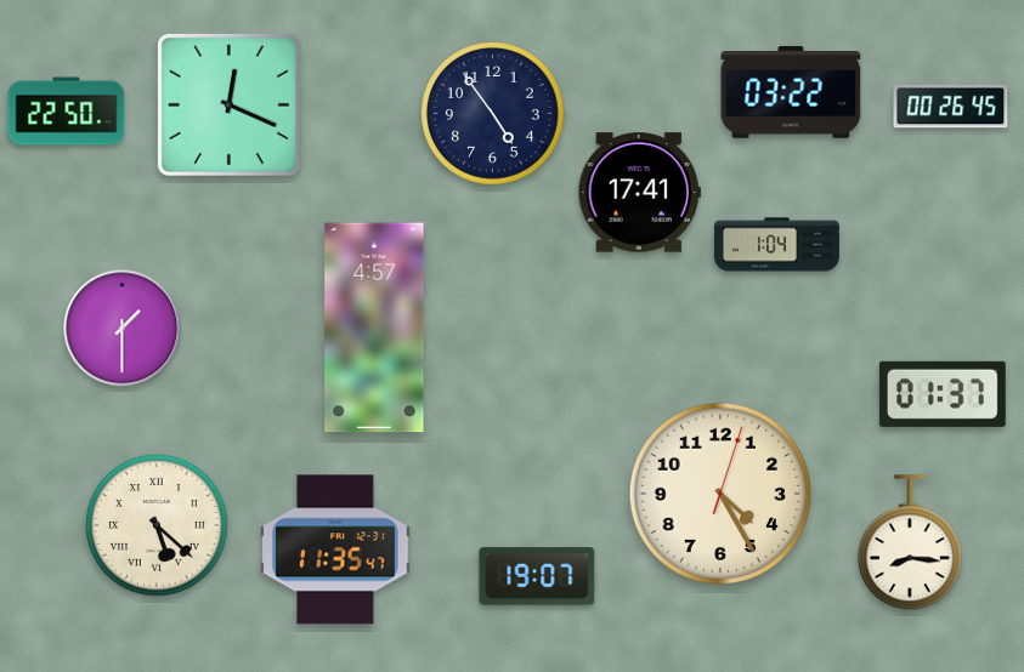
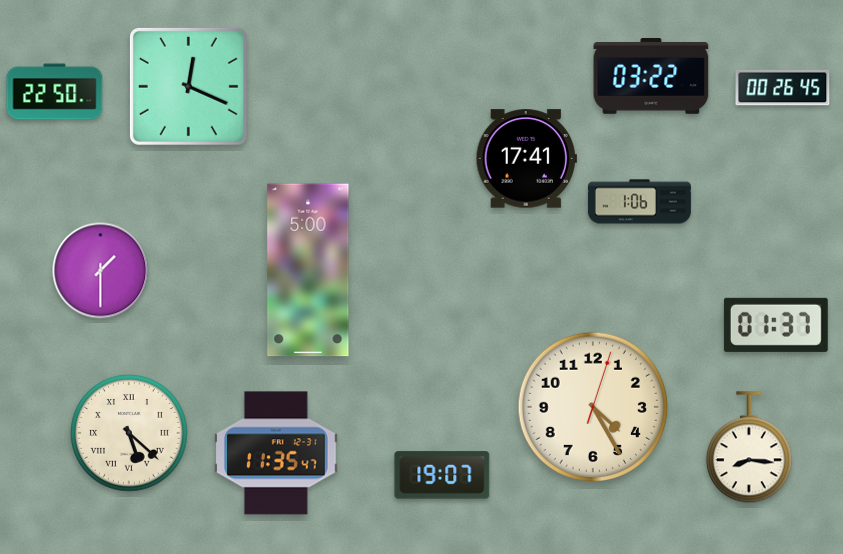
clock at (493, 114): 4:54 -> none
clock at (776, 245): 1:04 -> 1:06
clock at (374, 328): 4:57 -> 5:00
